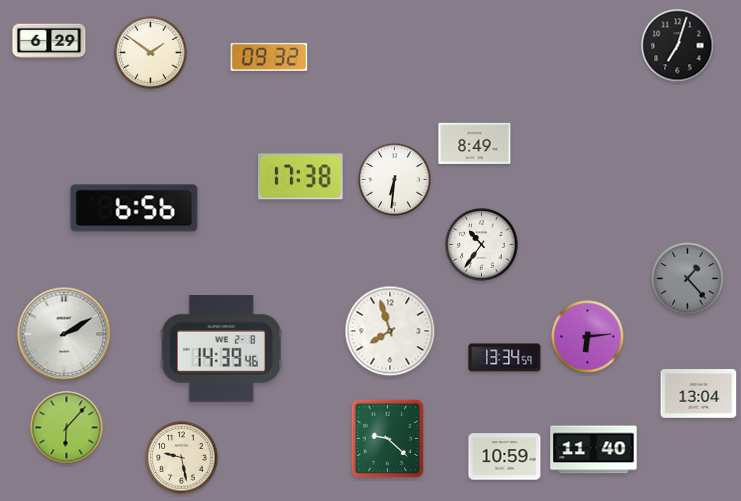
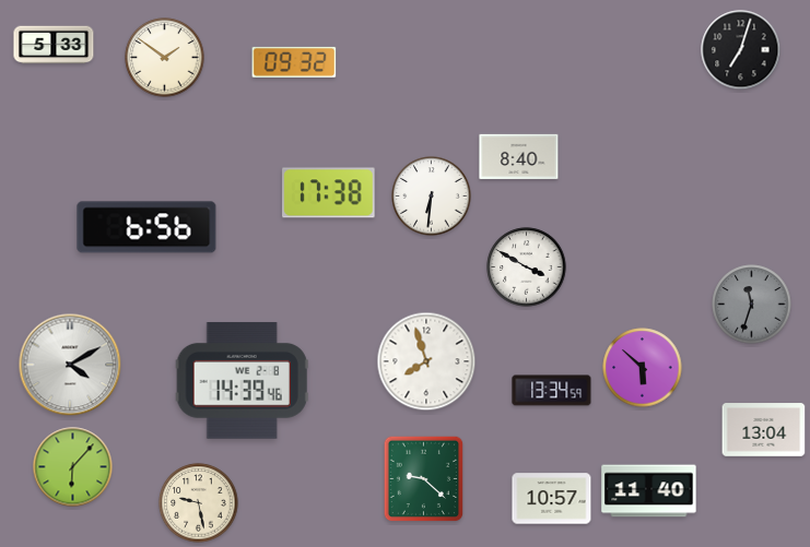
clock at (49, 41): 6:29 -> 5:33
clock at (475, 143): 8:49 -> 8:40
clock at (482, 245): 10:36 -> 3:50
clock at (688, 279): 1:23 -> 11:33
clock at (64, 334): 2:10 -> 4:10
clock at (588, 337): 6:14 -> 5:52
clock at (505, 457): 10:59 -> 10:57
clock at (182, 458) position: (182, 458) -> (199, 503)
